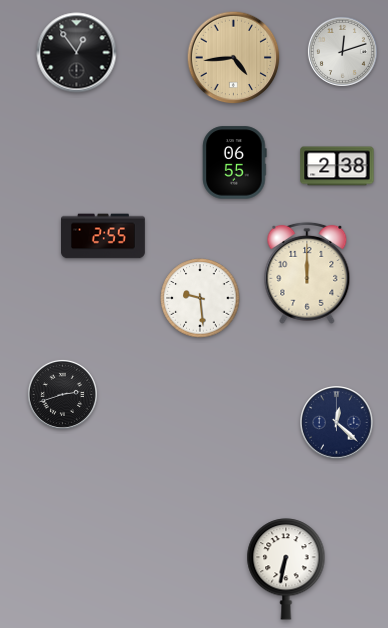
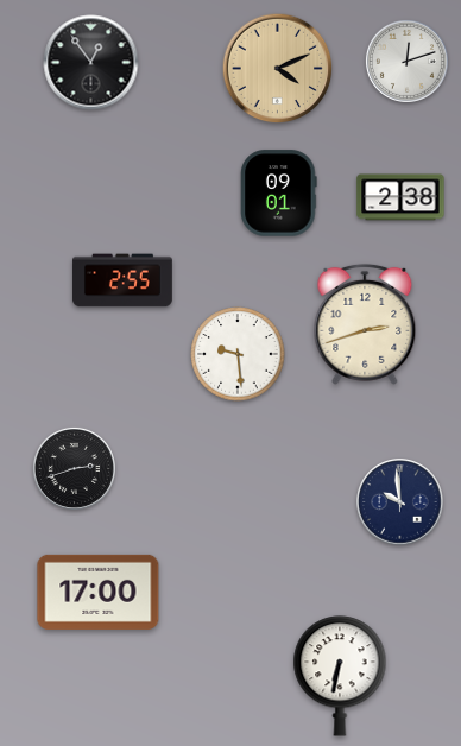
clock at (234, 58): 4:44 -> 4:11
clock at (235, 163): 06:55 -> 09:01
clock at (307, 273): 12:00 -> 2:42
clock at (337, 423): 12:22 -> 9:59
clock at (99, 592): none -> 17:00
